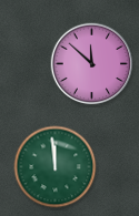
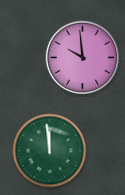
clock at (92, 64): 11:52 -> 9:59
